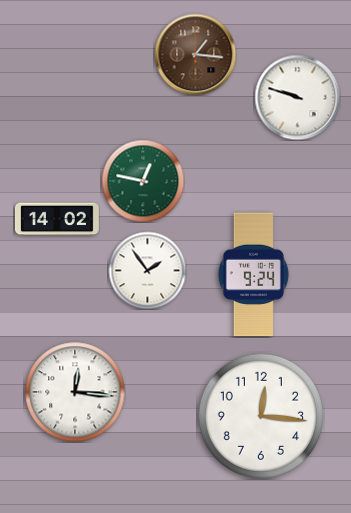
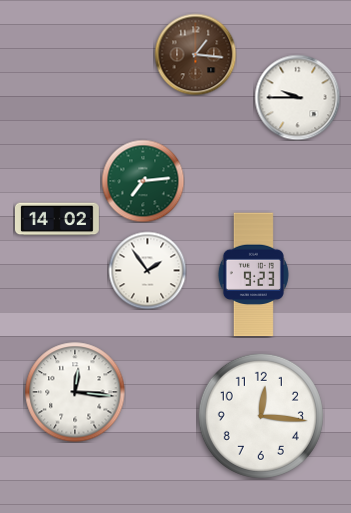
clock at (297, 97): 9:48 -> 9:45
clock at (143, 181): 12:47 -> 7:14
clock at (253, 275): 9:24 -> 9:23
